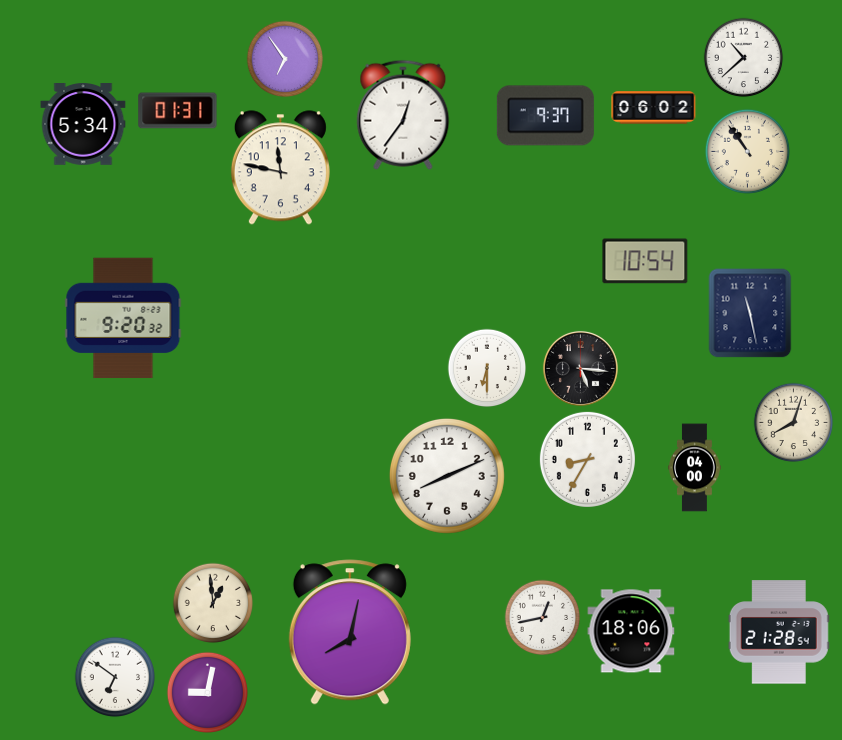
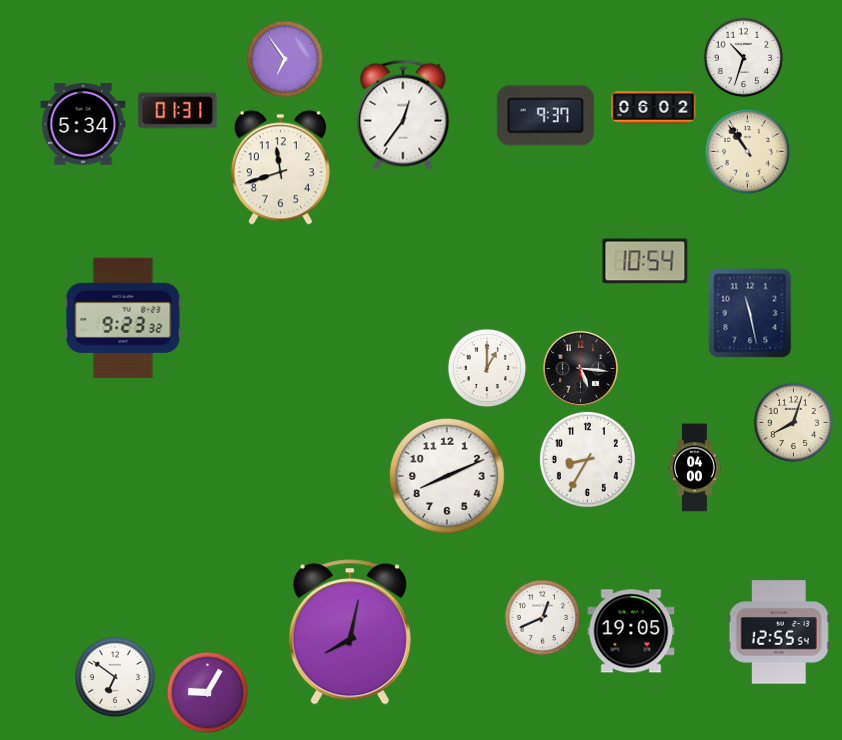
clock at (744, 58): 10:38 -> 10:33
clock at (280, 168): 11:47 -> 11:42
clock at (123, 318): 9:20 -> 9:23
clock at (487, 368): 6:30 -> 1:00
clock at (213, 603): 12:59 -> none
clock at (543, 618): 12:43 -> 12:41
clock at (631, 631): 18:06 -> 19:05
clock at (779, 632): 21:28 -> 12:55
clock at (208, 693): 9:02 -> 9:05
